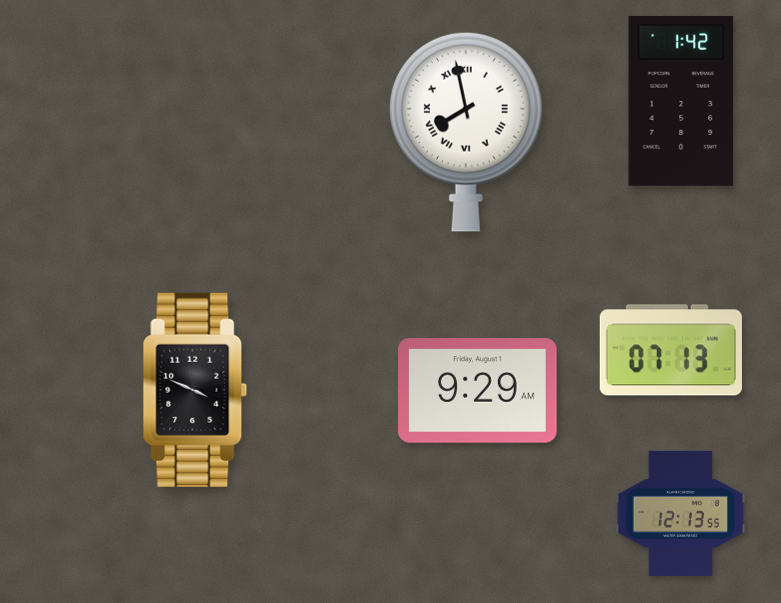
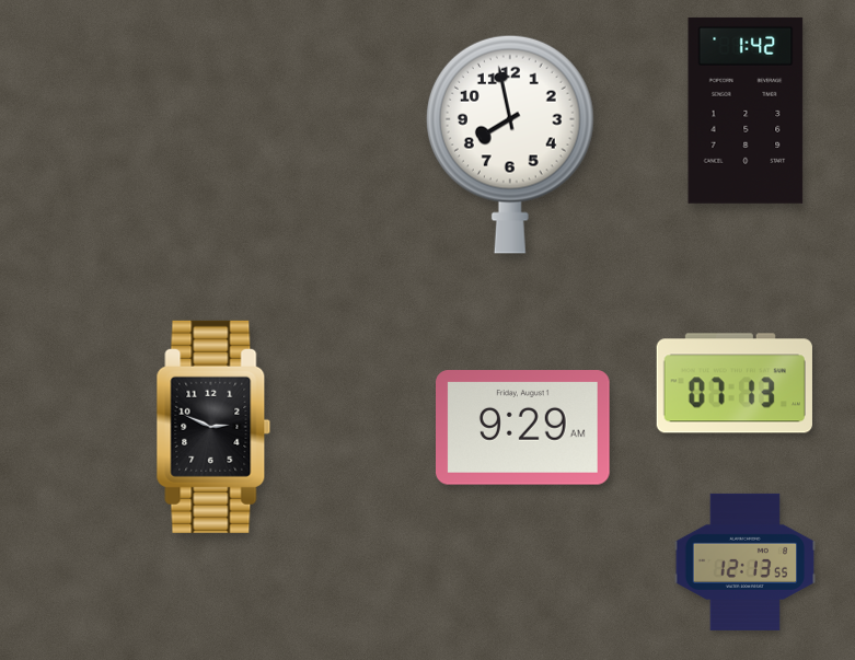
clock at (466, 132) numerals: Roman -> Arabic
clock at (195, 390): 3:49 -> 2:49
